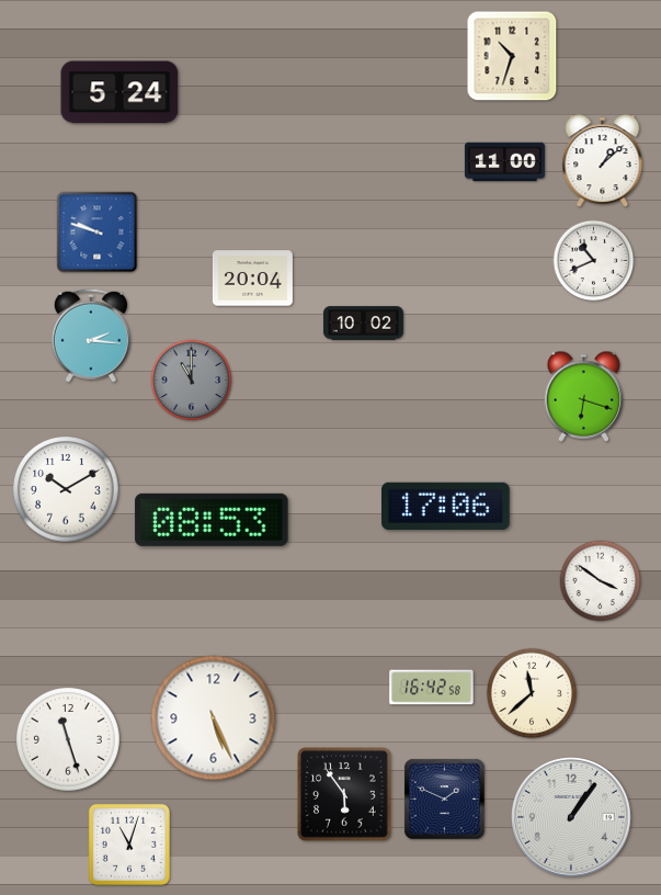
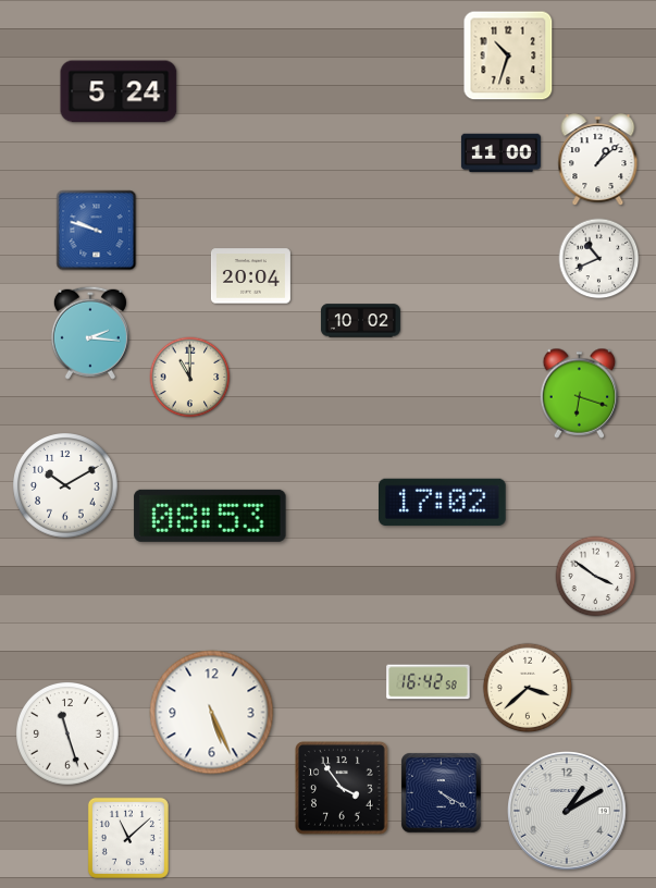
clock at (504, 162) position: (504, 162) -> (500, 153)
clock at (594, 261) position: (594, 261) -> (599, 259)
clock at (192, 381) dial: grey -> cream
clock at (446, 506): 17:06 -> 17:02
clock at (532, 693): 11:38 -> 3:38
clock at (345, 795): 5:54 -> 3:54
clock at (444, 798): 1:49 -> 4:20
clock at (571, 817): 1:06 -> 1:10
clock at (129, 845): 11:03 -> 11:08
